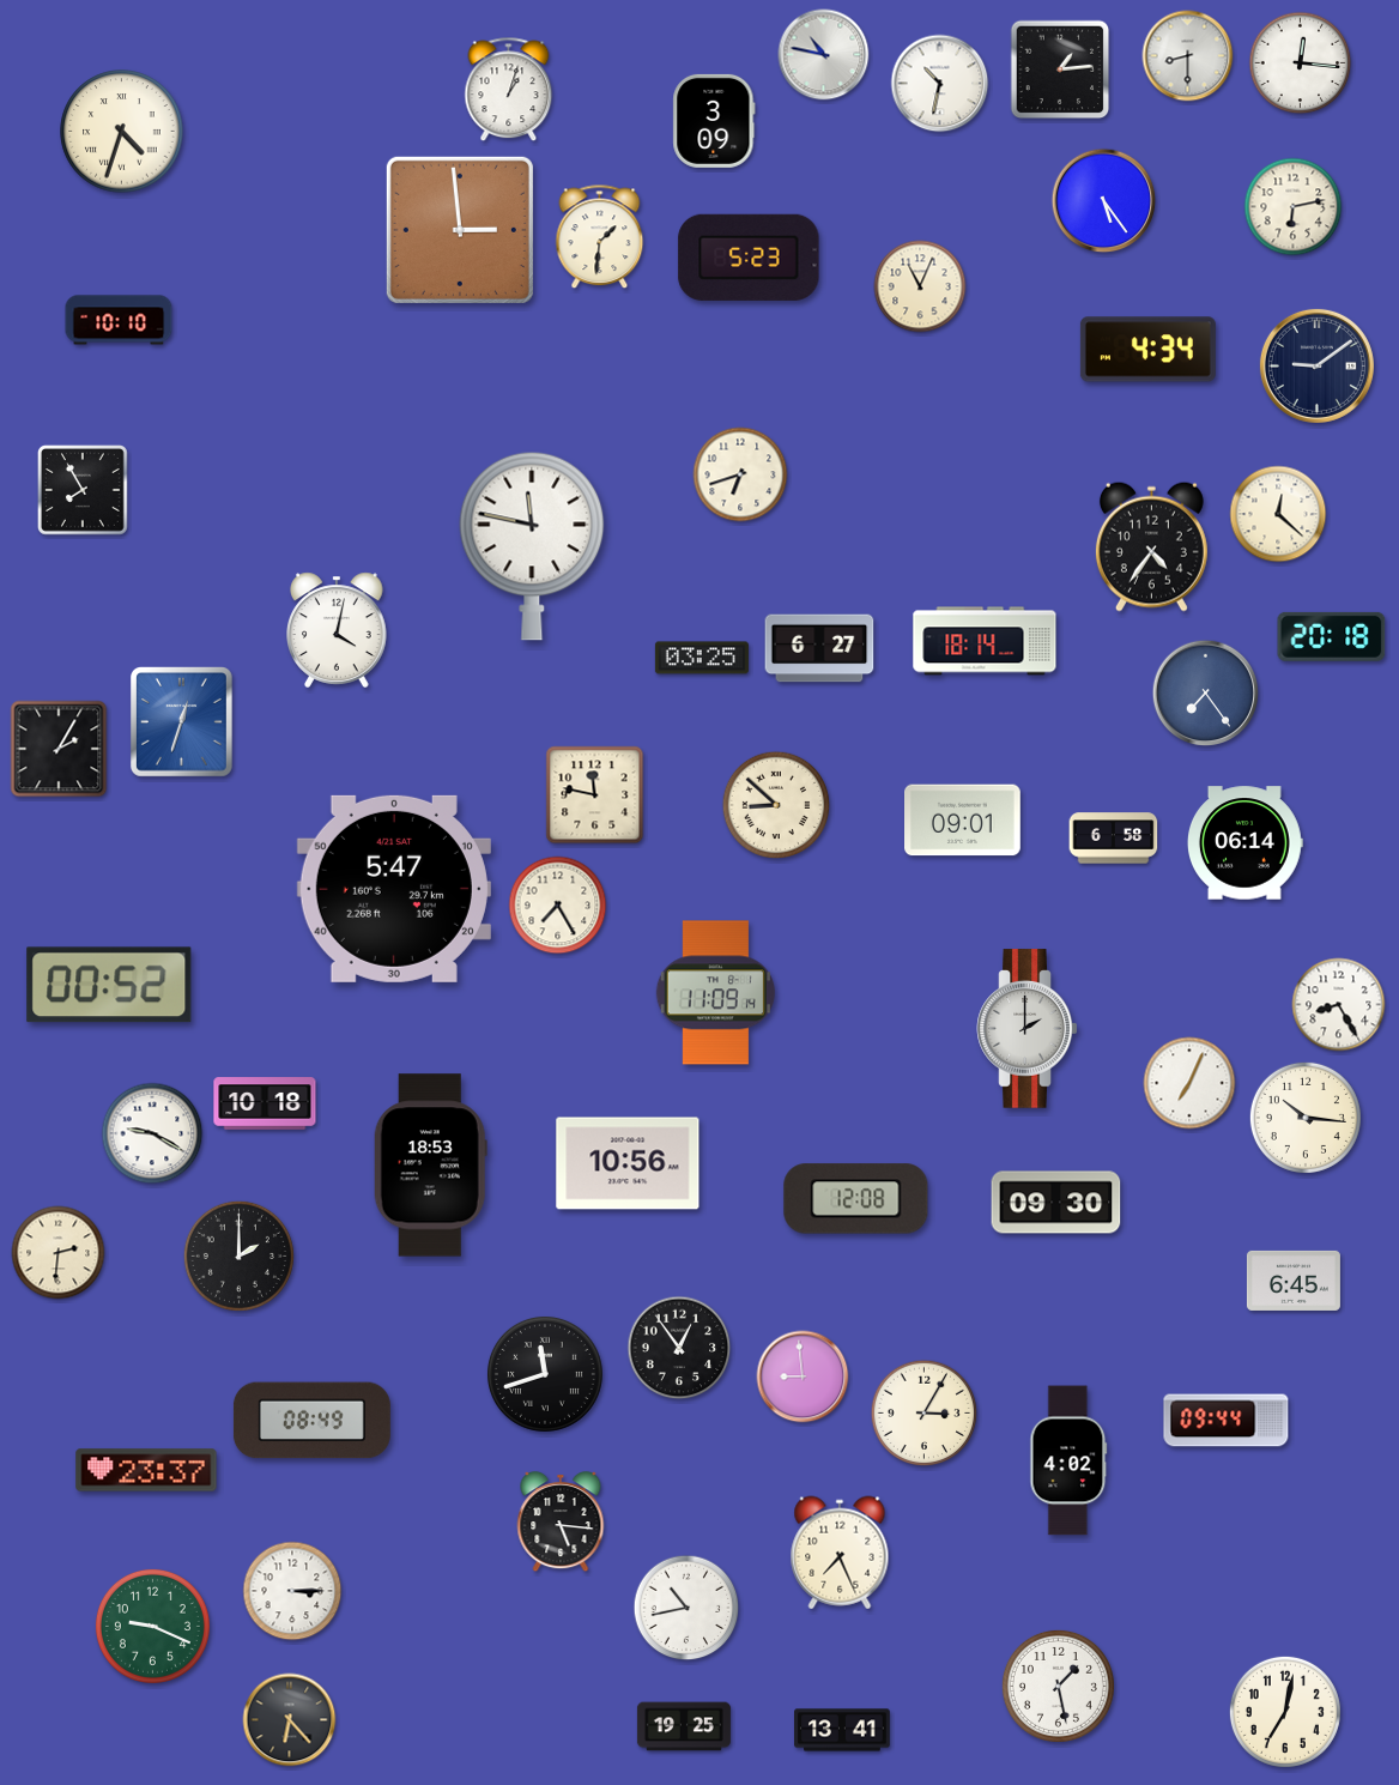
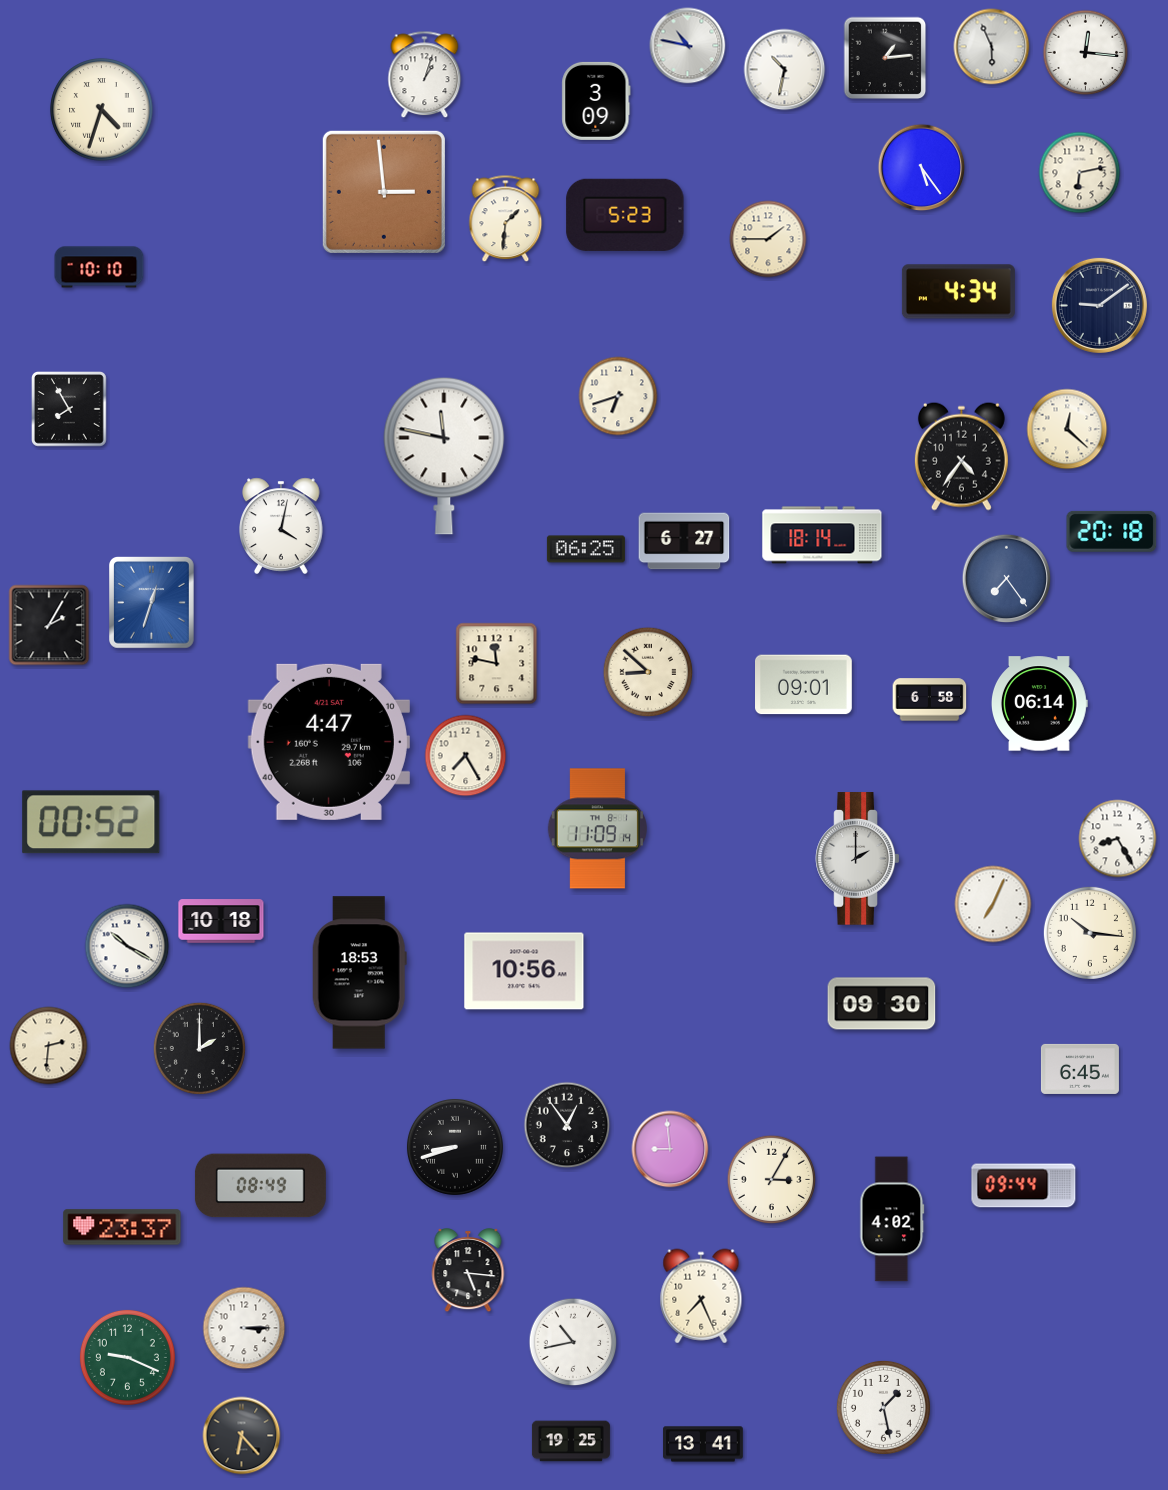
clock at (1188, 56): 8:30 -> 5:56
clock at (600, 237) position: (600, 237) -> (506, 219)
clock at (920, 286): 11:04 -> 1:45
clock at (702, 658): 03:25 -> 06:25
clock at (394, 889): 5:47 -> 4:47
clock at (152, 1133): 9:20 -> 10:20
clock at (856, 1199): 12:08 -> none
clock at (545, 1374): 11:42 -> 8:42
clock at (1285, 1712): 7:02 -> none
